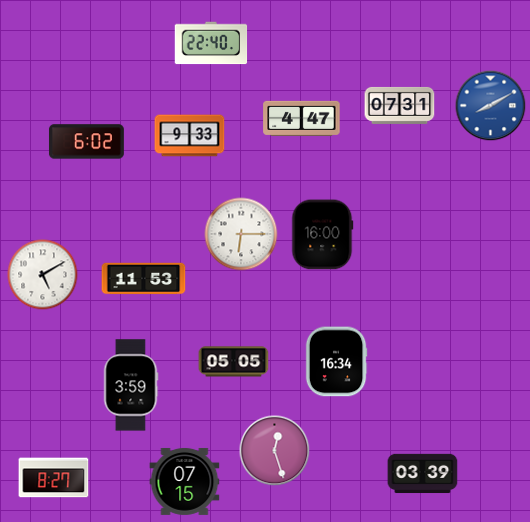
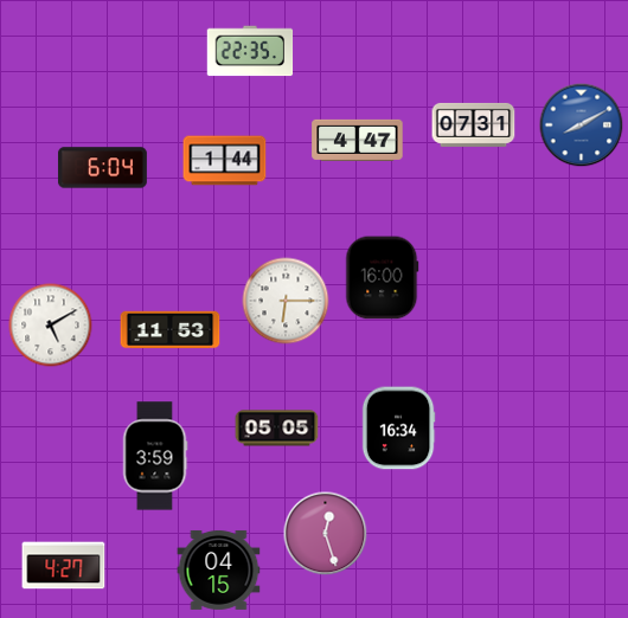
clock at (211, 43): 22:40 -> 22:35
clock at (190, 136): 9:33 -> 1:44
clock at (87, 142): 6:02 -> 6:04
clock at (241, 234) position: (241, 234) -> (286, 301)
clock at (423, 474): 03:39 -> none
clock at (54, 478): 8:27 -> 4:27
clock at (185, 481): 07:15 -> 04:15
